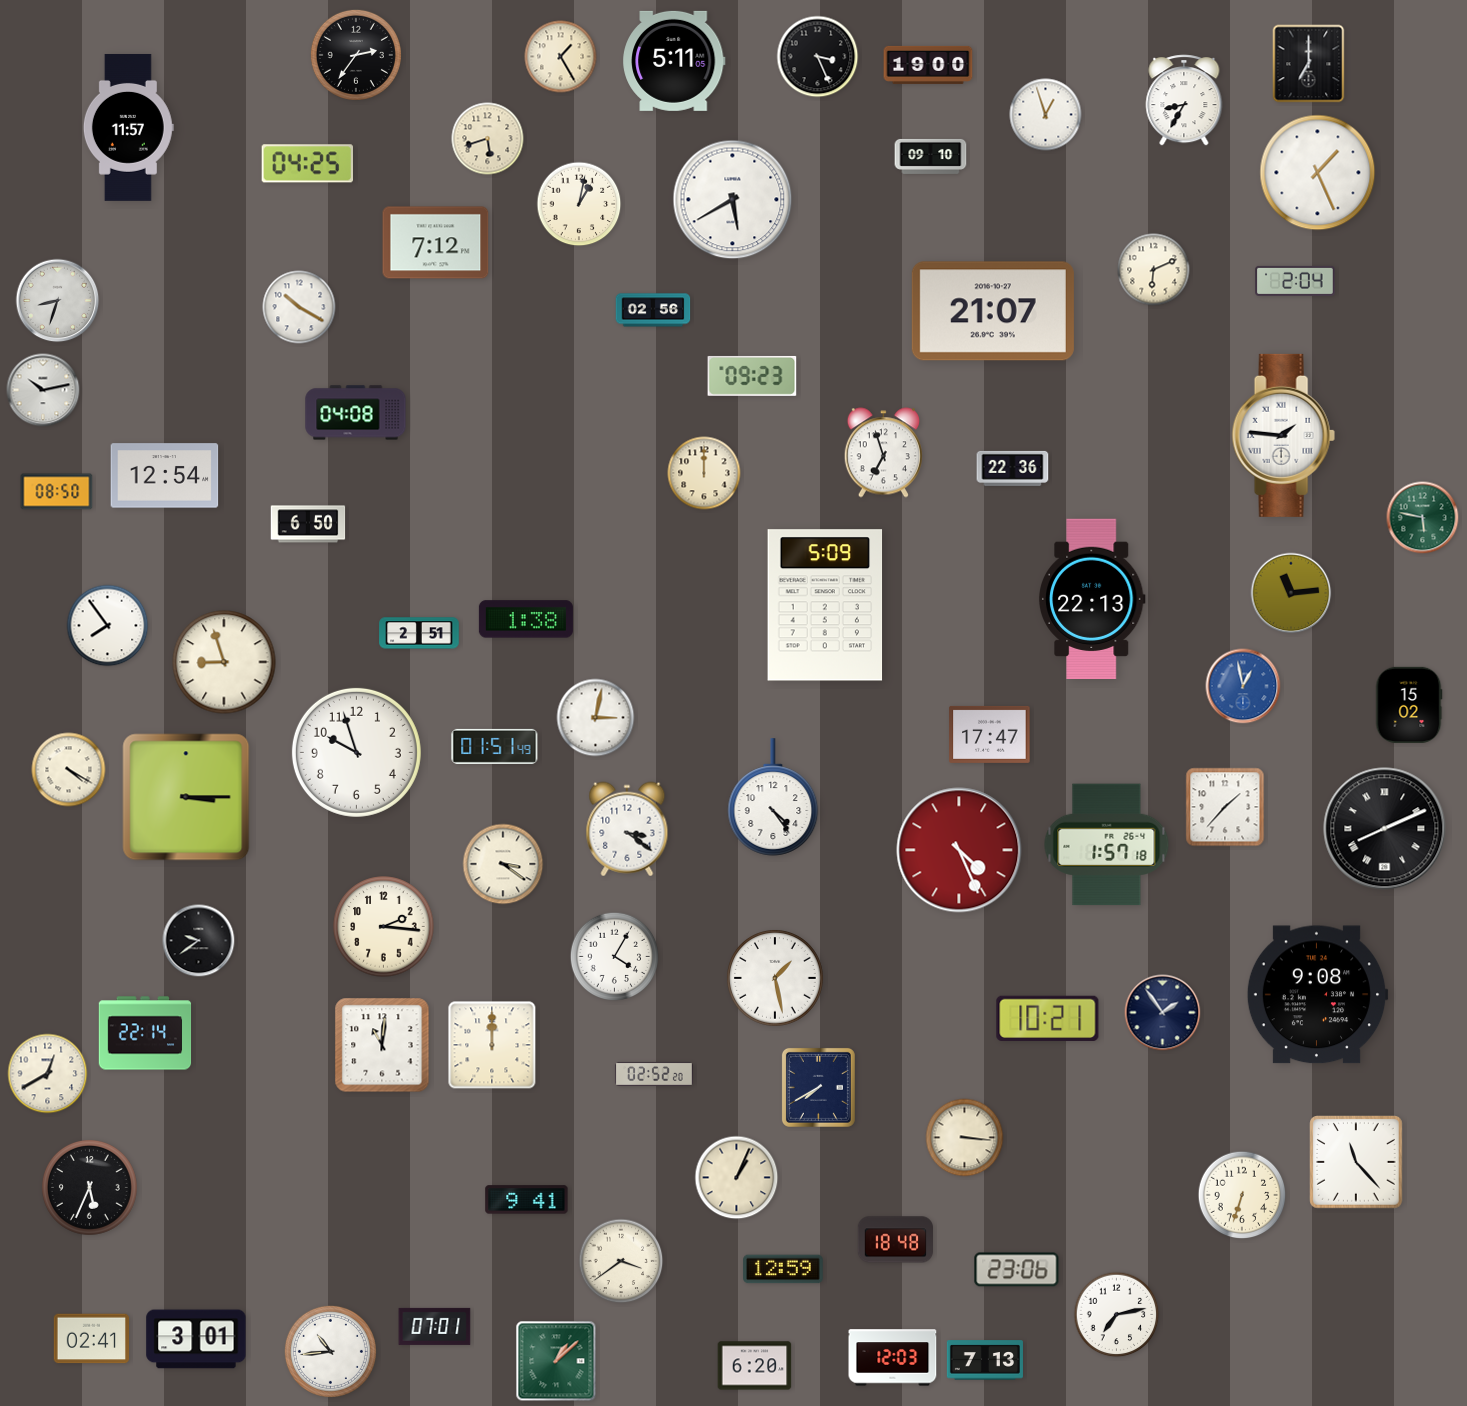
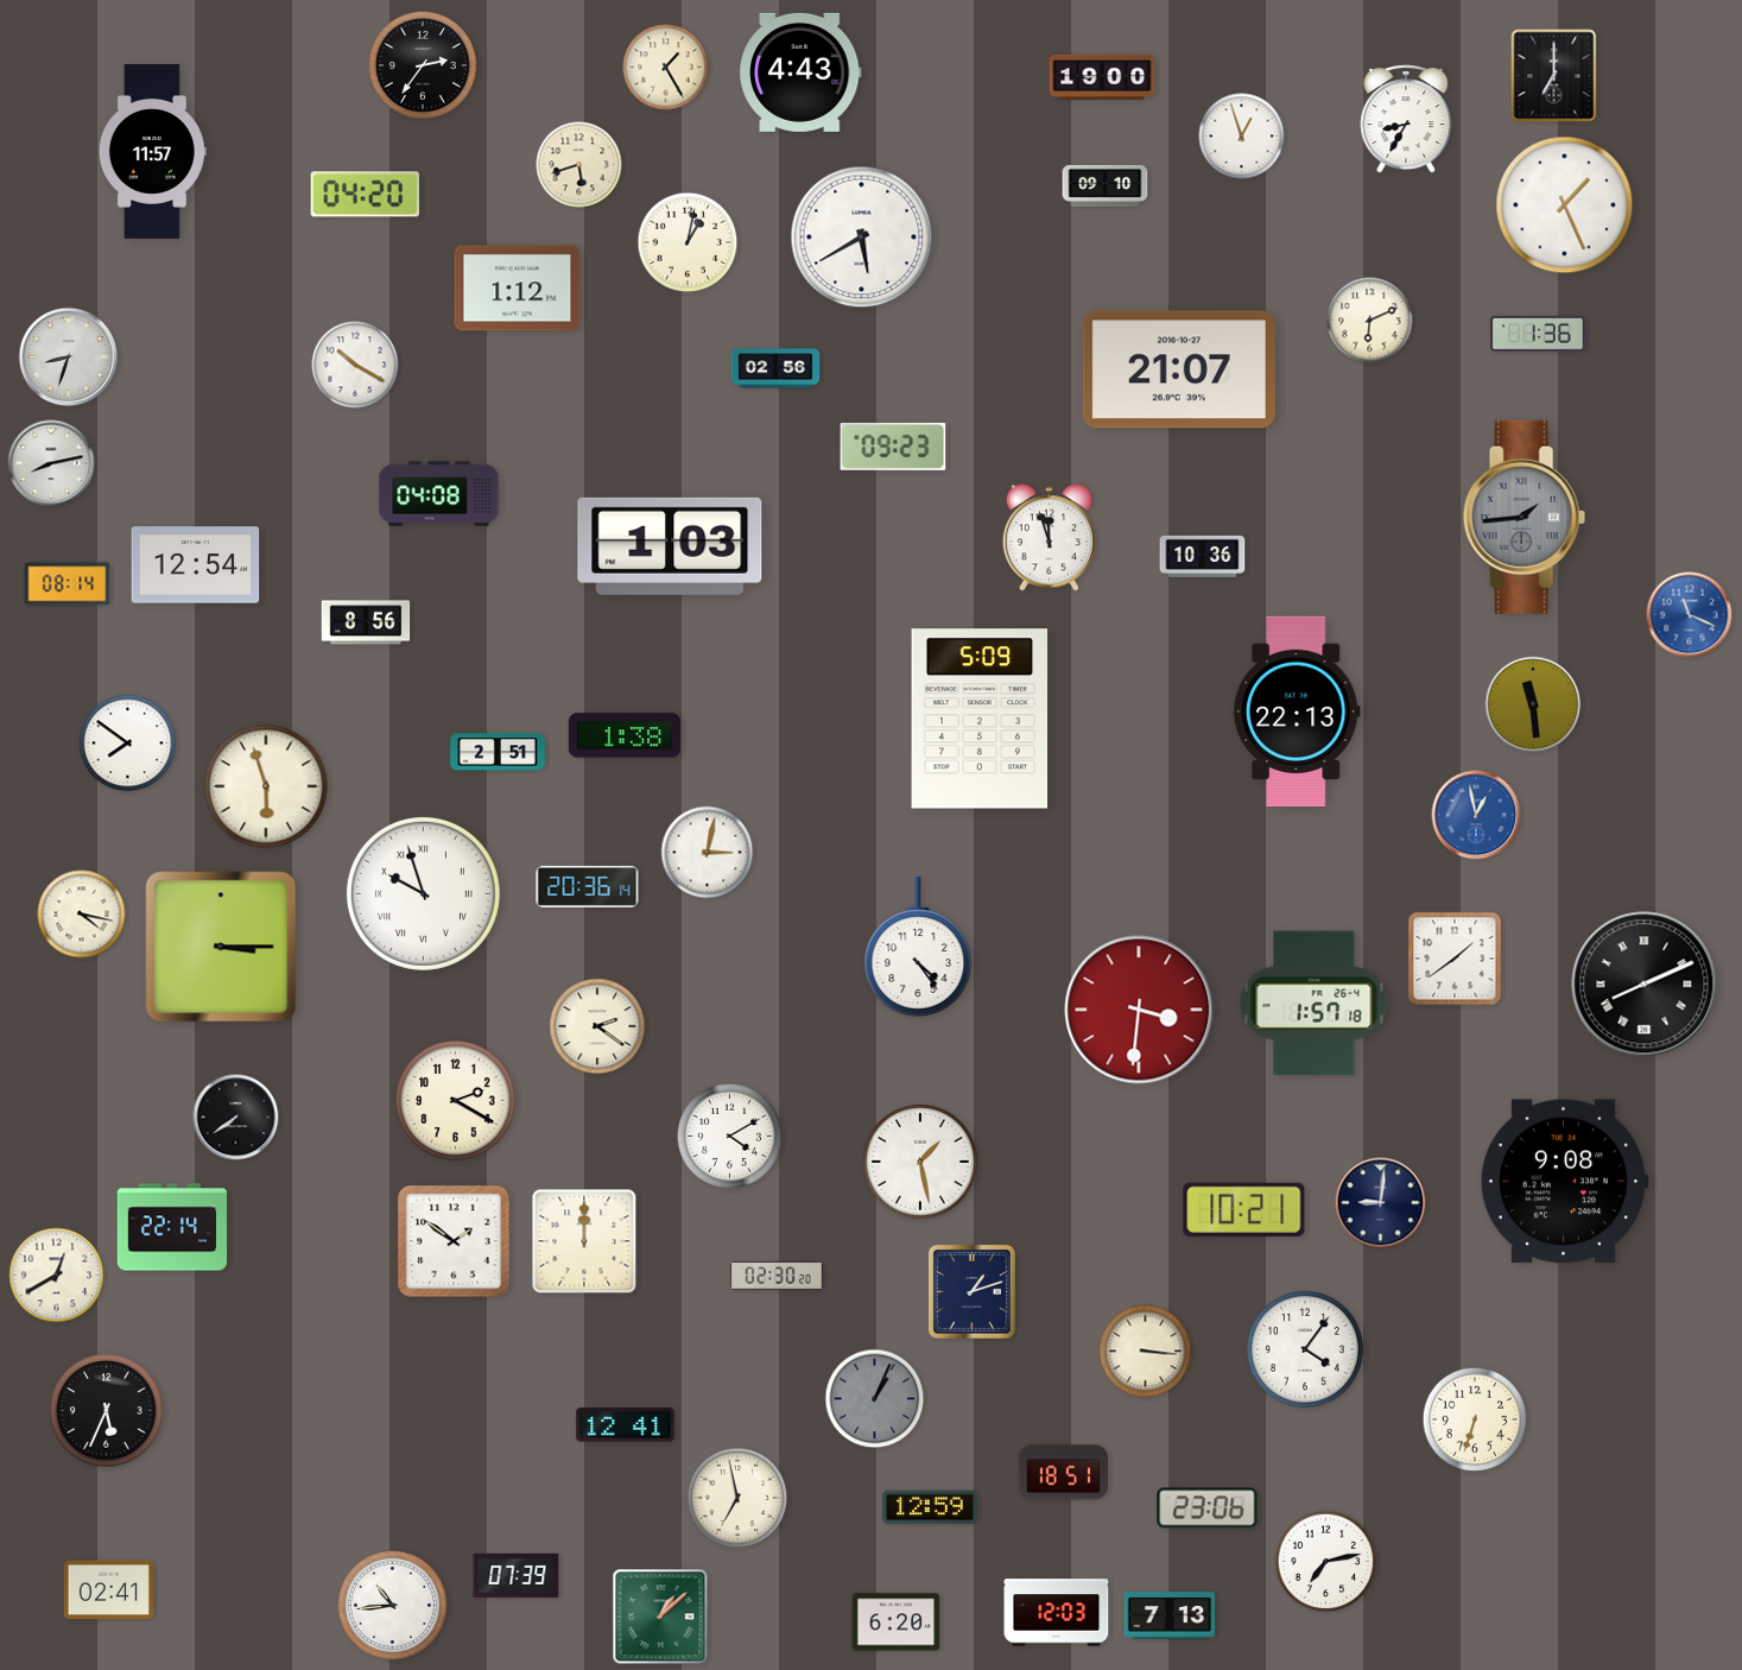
clock at (818, 57): 3:26 -> none
clock at (675, 61): 5:11 -> 4:43
clock at (307, 164): 04:25 -> 04:20
clock at (733, 200) position: (733, 200) -> (862, 238)
clock at (436, 243): 7:12 -> 1:12
clock at (1295, 281): 2:04 -> 1:36
clock at (43, 390): 10:13 -> 8:13
clock at (356, 413) position: (356, 413) -> (439, 494)
clock at (1283, 435): 1:46 -> 1:44
clock at (1283, 435) dial: white -> grey
clock at (883, 453): 6:57 -> 11:57
clock at (670, 546): none -> 1:03
clock at (1013, 468): 22:36 -> 10:36
clock at (704, 473): 12:00 -> none
clock at (57, 492): 08:50 -> 08:14
clock at (1423, 518): 5:47 -> 11:19
clock at (1423, 518) dial: green -> blue
clock at (308, 524): 6:50 -> 8:56
clock at (1291, 593): 11:14 -> 11:29
clock at (108, 626): 7:54 -> 7:51
clock at (224, 662): 8:57 -> 5:57
clock at (1409, 705): 15:02 -> none
clock at (990, 734): 17:47 -> none
clock at (495, 746): 01:51 -> 20:36
clock at (356, 752) numerals: Arabic -> Roman
clock at (69, 770): 4:20 -> 4:17
clock at (1225, 807): 1:37 -> 1:39
clock at (627, 829): 3:21 -> none
clock at (959, 850): 4:26 -> 3:31
clock at (503, 864): 3:21 -> 2:21
clock at (384, 927): 2:16 -> 2:20
clock at (199, 941): 9:39 -> 7:39
clock at (615, 957): 4:05 -> 4:10
clock at (1163, 1013): 1:54 -> 9:01
clock at (382, 1045): 11:01 -> 1:51
clock at (654, 1074): 02:52 -> 02:30
clock at (818, 1087): 7:40 -> 1:12
clock at (1305, 1349): none -> 4:06
clock at (1356, 1162): 11:23 -> none
clock at (737, 1178) dial: cream -> grey
clock at (527, 1200): 9:41 -> 12:41
clock at (895, 1240): 18:48 -> 18:51
clock at (621, 1261): 3:39 -> 6:58
clock at (435, 1326): 07:01 -> 07:39
clock at (196, 1339): 3:01 -> none
clock at (893, 1358) position: (893, 1358) -> (1057, 1613)
